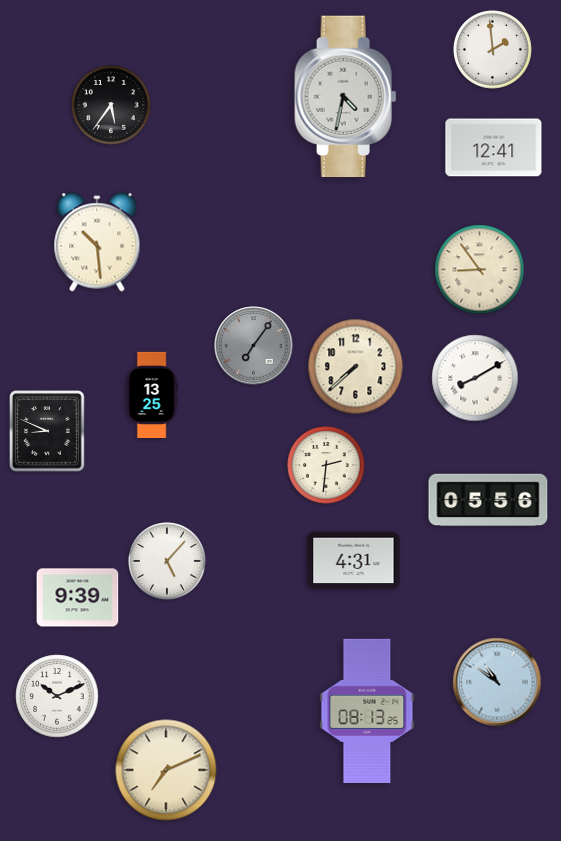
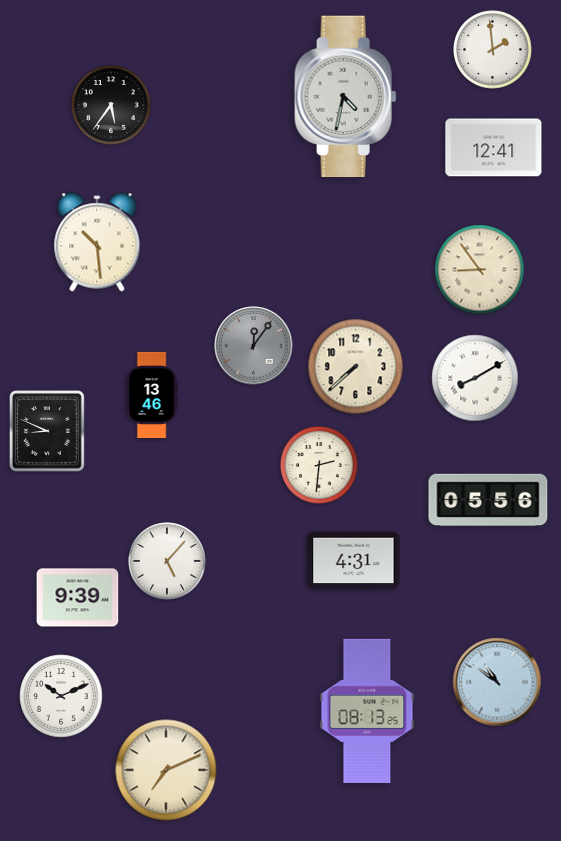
clock at (254, 346): 7:06 -> 12:06
clock at (152, 394): 13:25 -> 13:46
clock at (327, 466) position: (327, 466) -> (320, 466)
clock at (57, 696) position: (57, 696) -> (61, 696)
